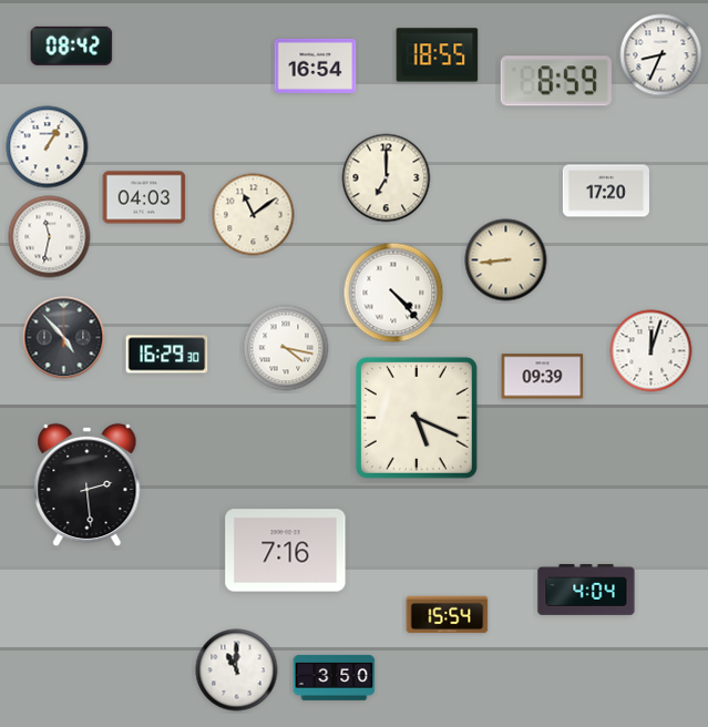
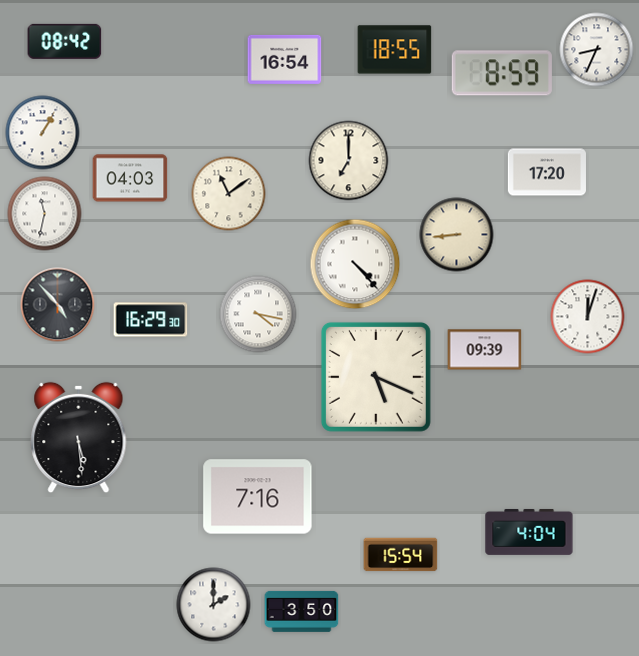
clock at (543, 377) position: (543, 377) -> (485, 350)
clock at (88, 485): 2:29 -> 5:29
clock at (448, 615) position: (448, 615) -> (401, 555)
clock at (237, 670): 11:00 -> 2:00
